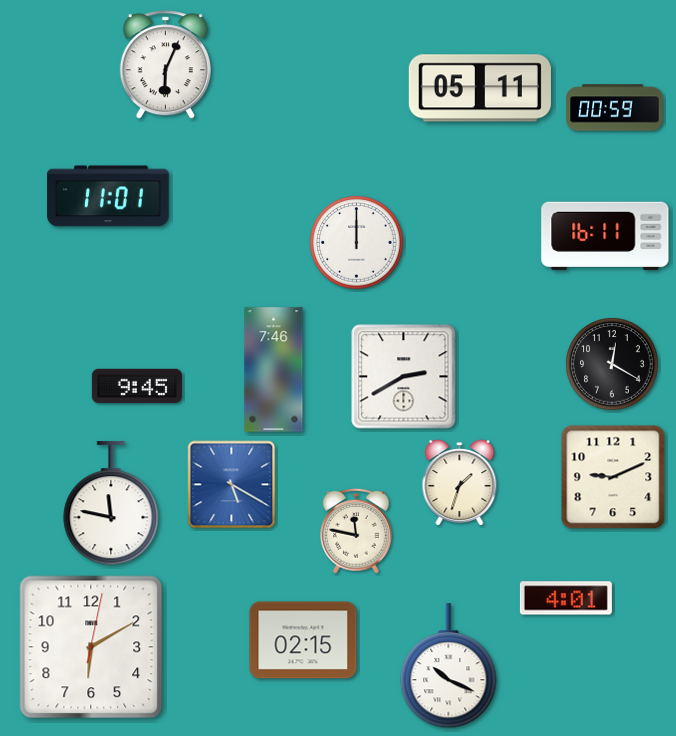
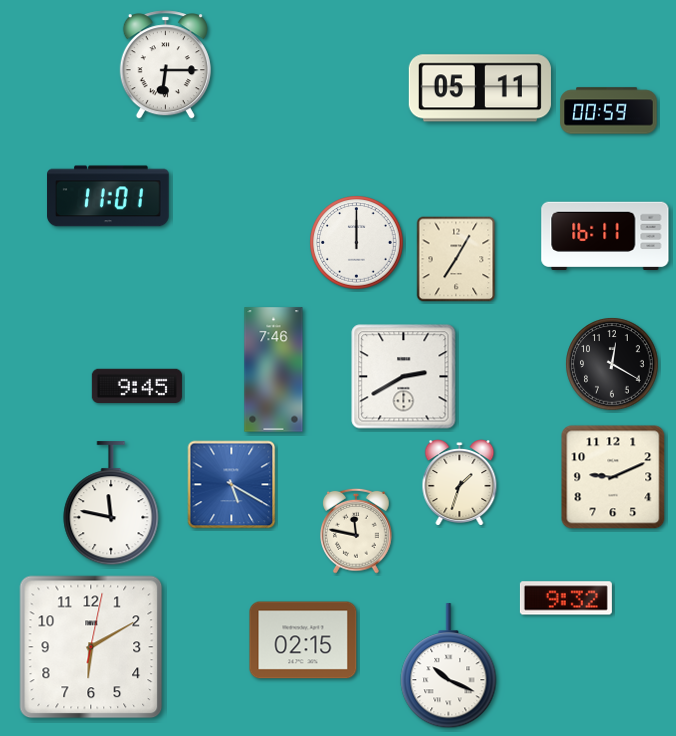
clock at (165, 65): 6:04 -> 6:15
clock at (615, 108) position: (615, 108) -> (609, 111)
clock at (456, 259): none -> 7:05
clock at (566, 598): 4:01 -> 9:32
